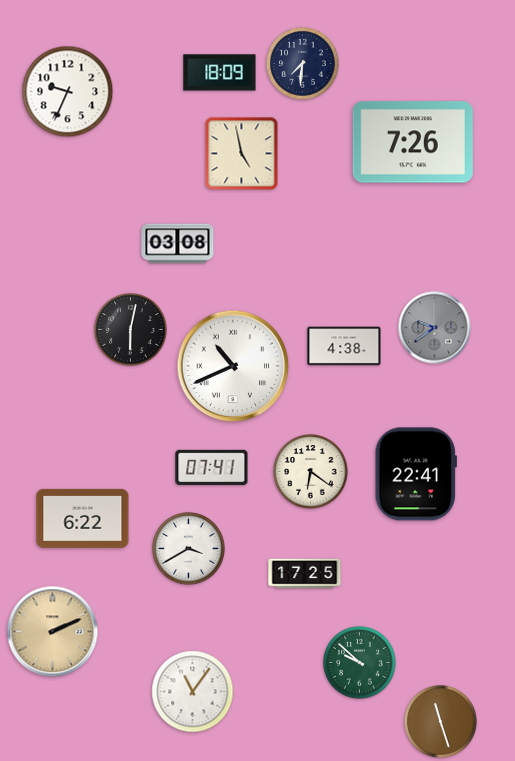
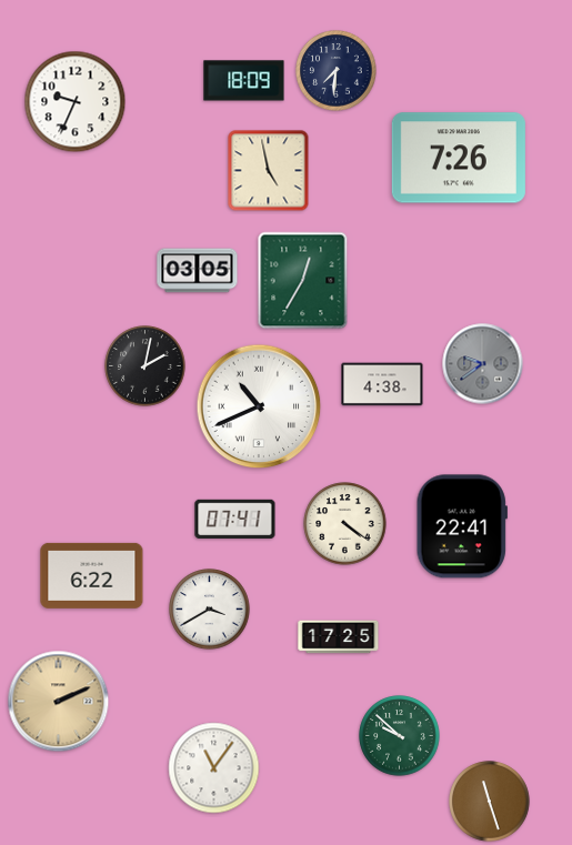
clock at (178, 244): 03:08 -> 03:05
clock at (303, 281): none -> 12:35
clock at (131, 330): 6:02 -> 2:02
clock at (311, 472): 6:21 -> 4:21
